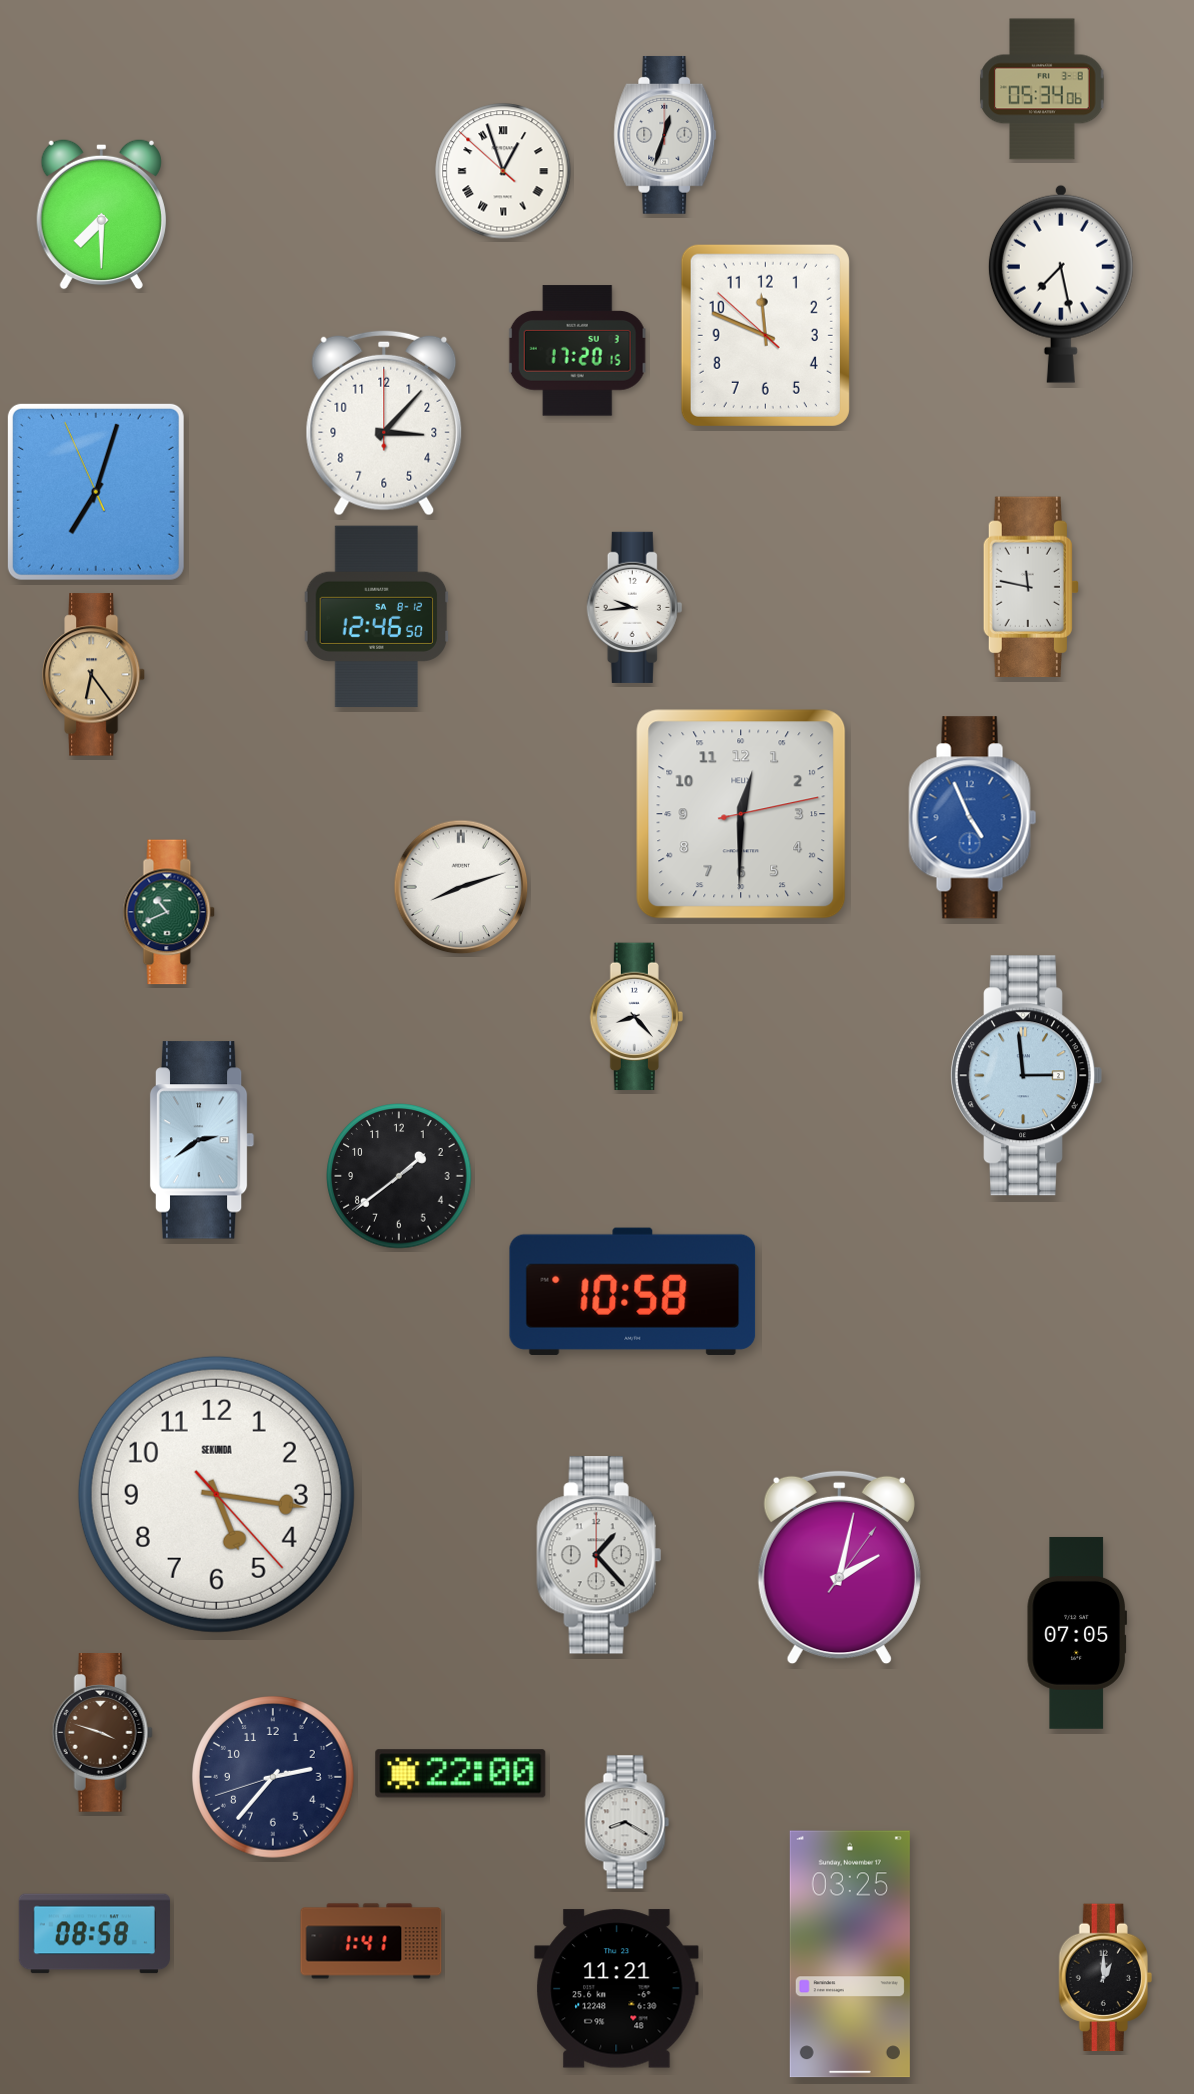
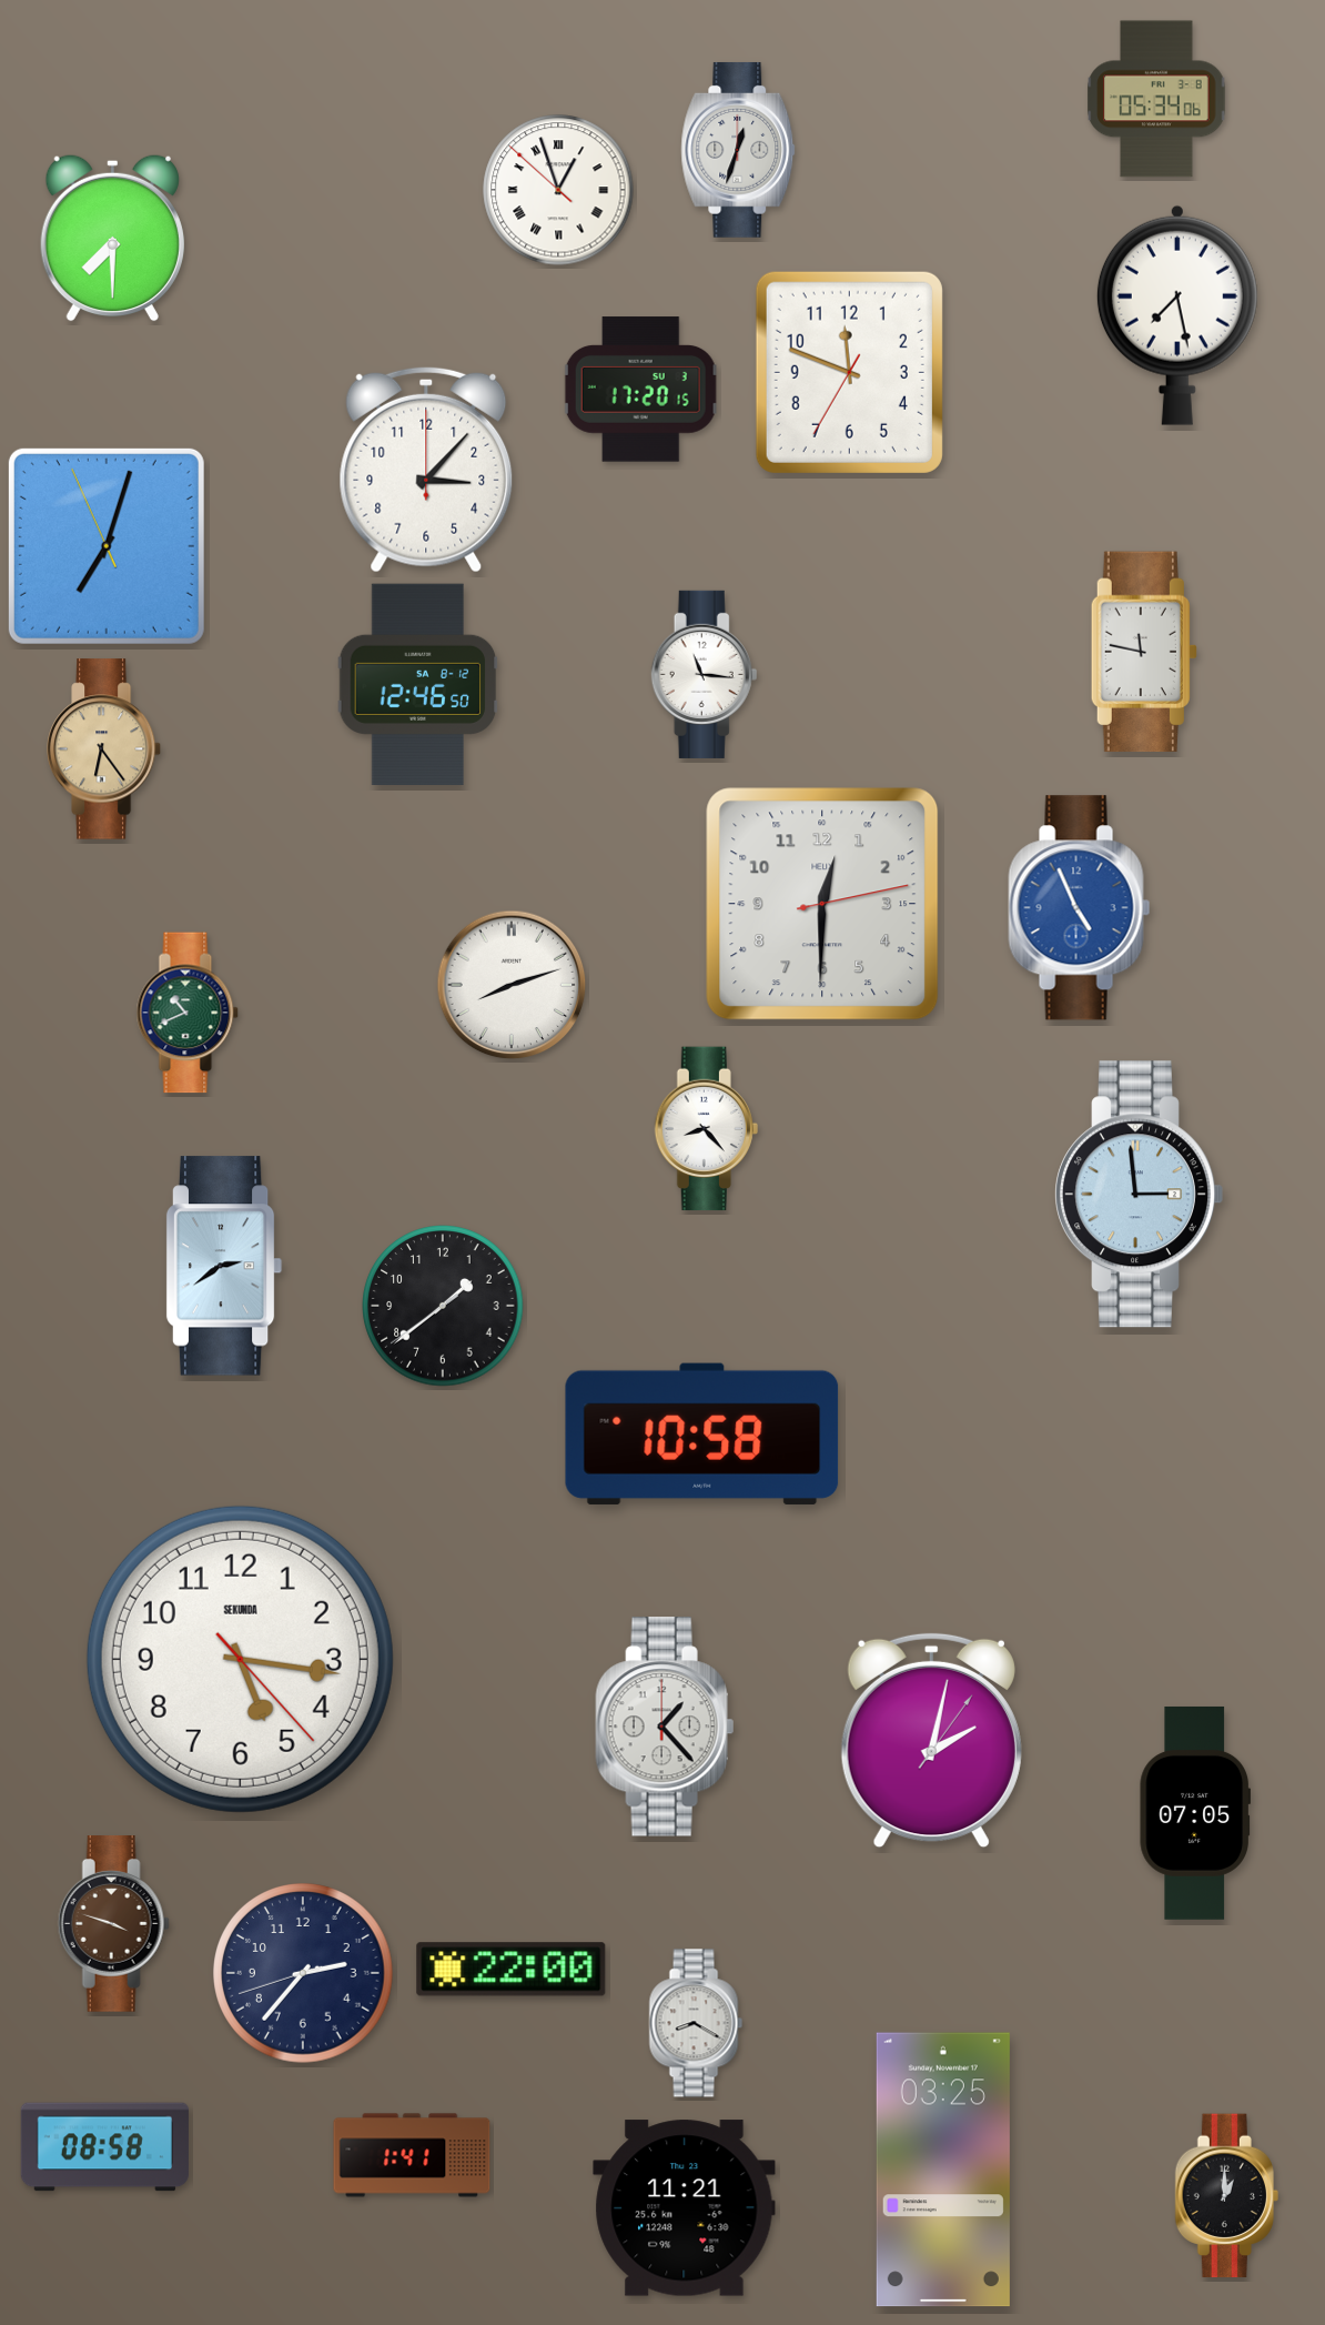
clock at (765, 335): 11:48:52 -> 11:48:35
clock at (635, 607): 9:44 -> 11:16
